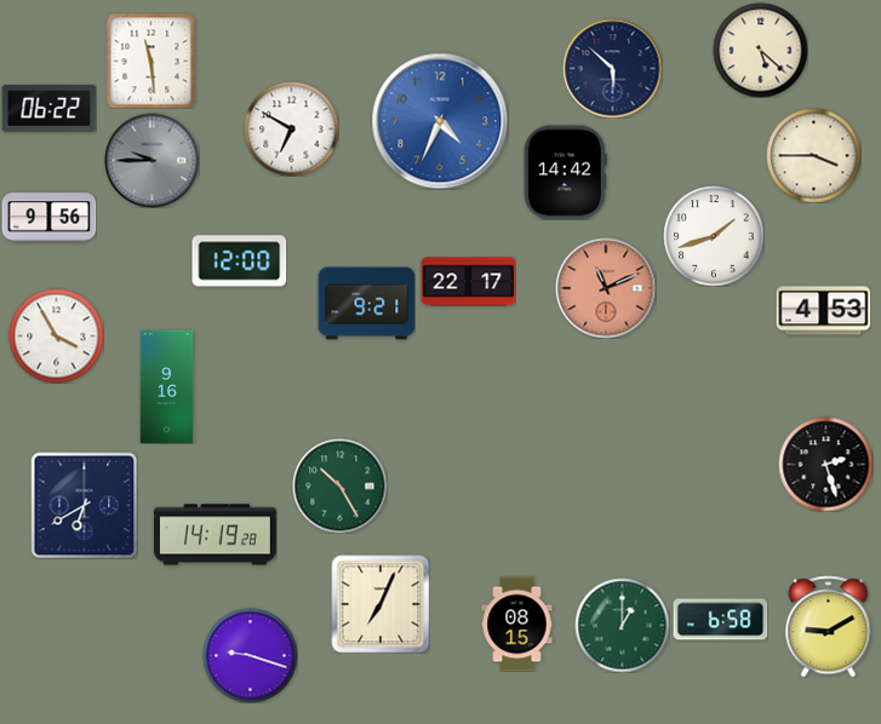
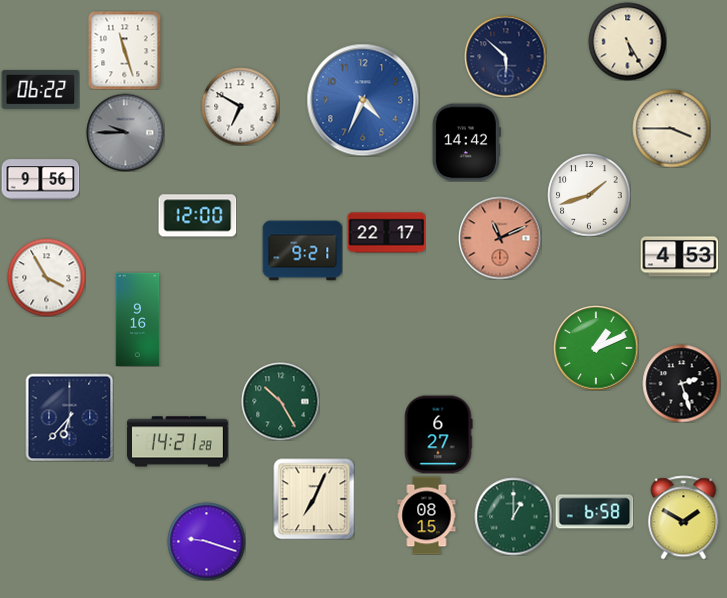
clock at (760, 50): 5:22 -> 5:25
clock at (151, 61): 11:29 -> 11:27
clock at (596, 348): none -> 1:11
clock at (84, 505): 6:40 -> 6:37
clock at (438, 434): none -> 6:27
clock at (214, 535): 14:19 -> 14:21
clock at (829, 626): 9:10 -> 1:50
